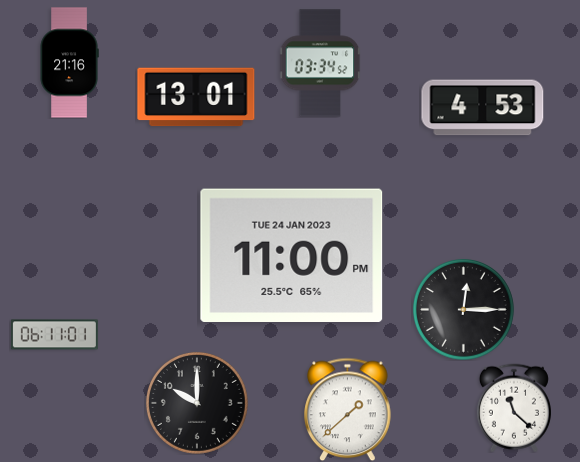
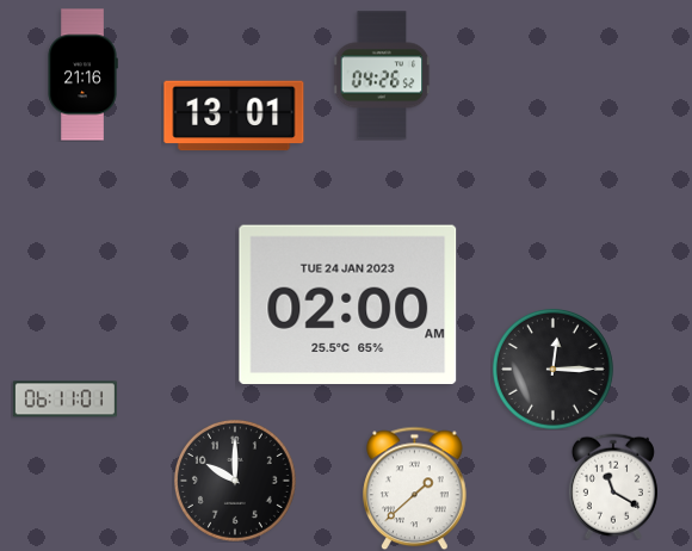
clock at (320, 63): 03:34 -> 04:26
clock at (483, 108): 4:53 -> none
clock at (292, 255): 11:00 -> 02:00
clock at (514, 408): 11:22 -> 11:20
